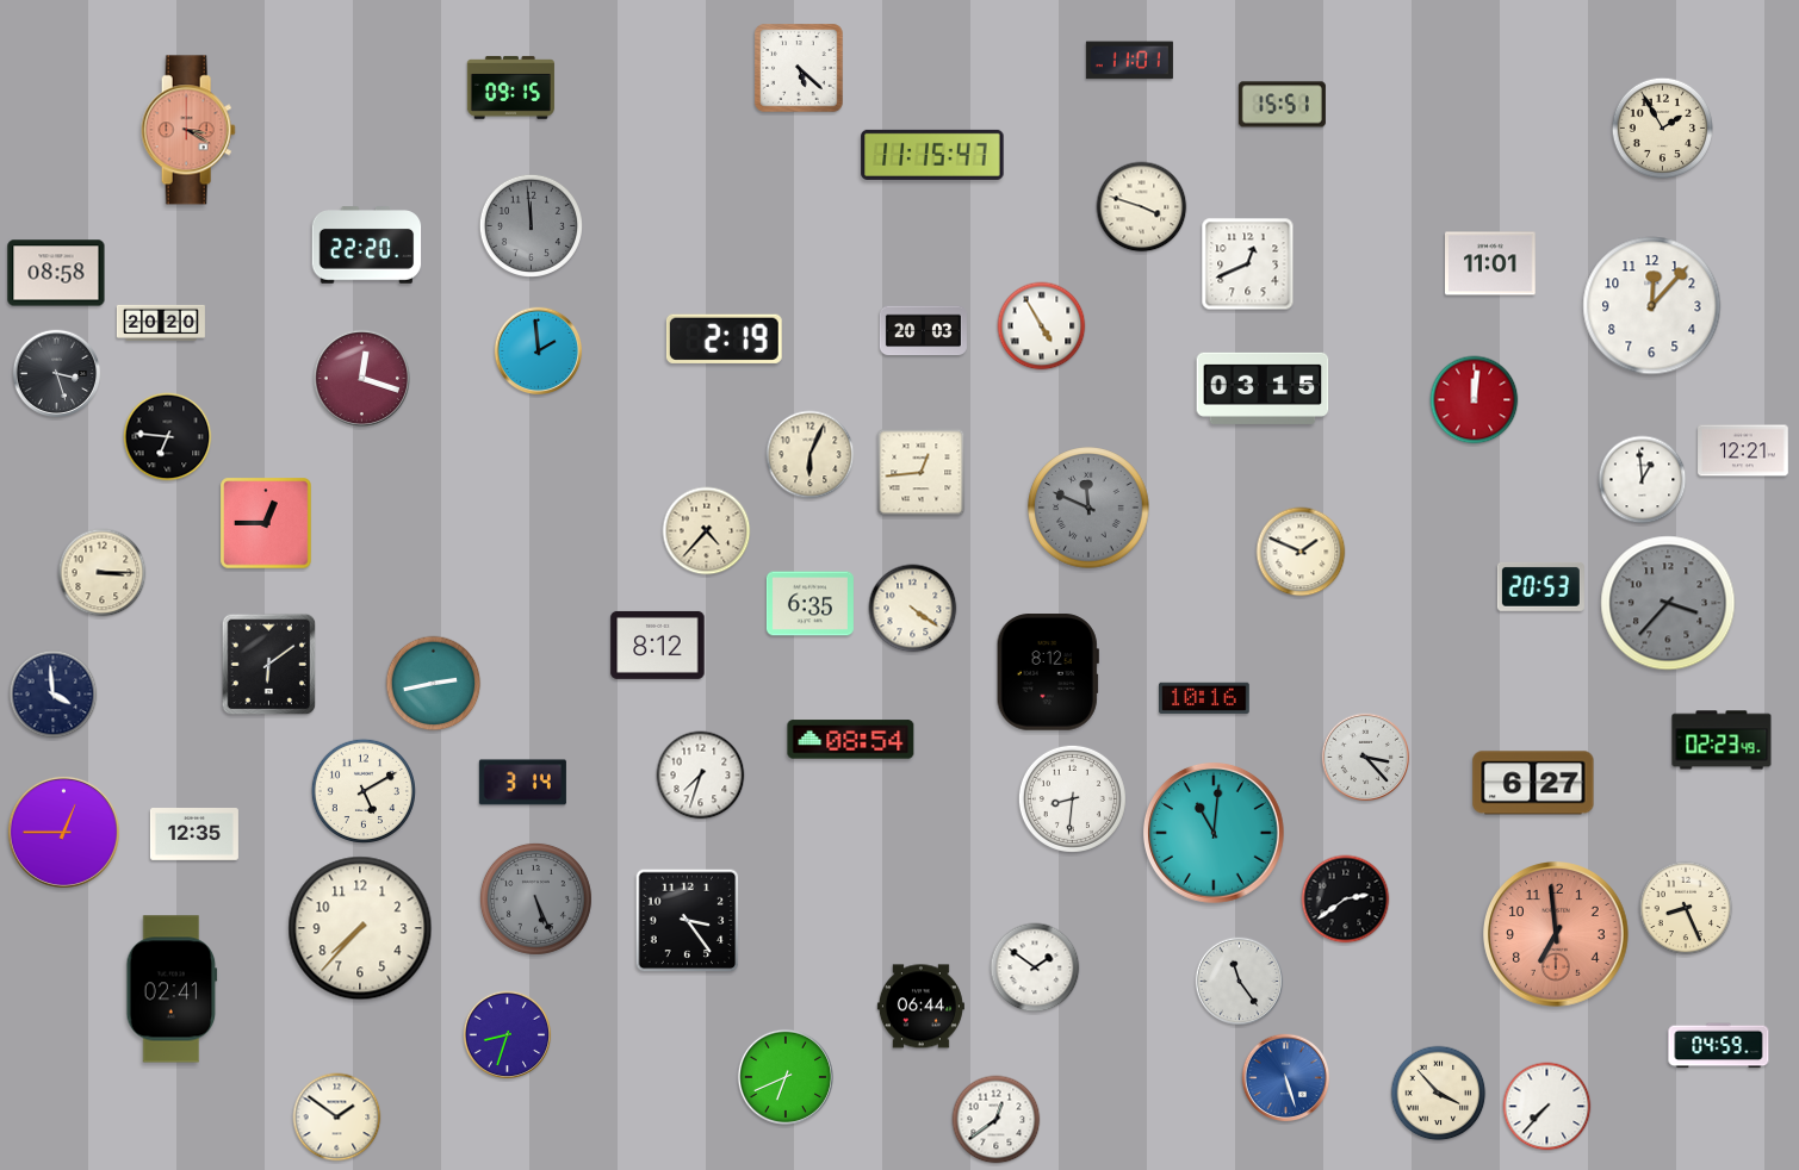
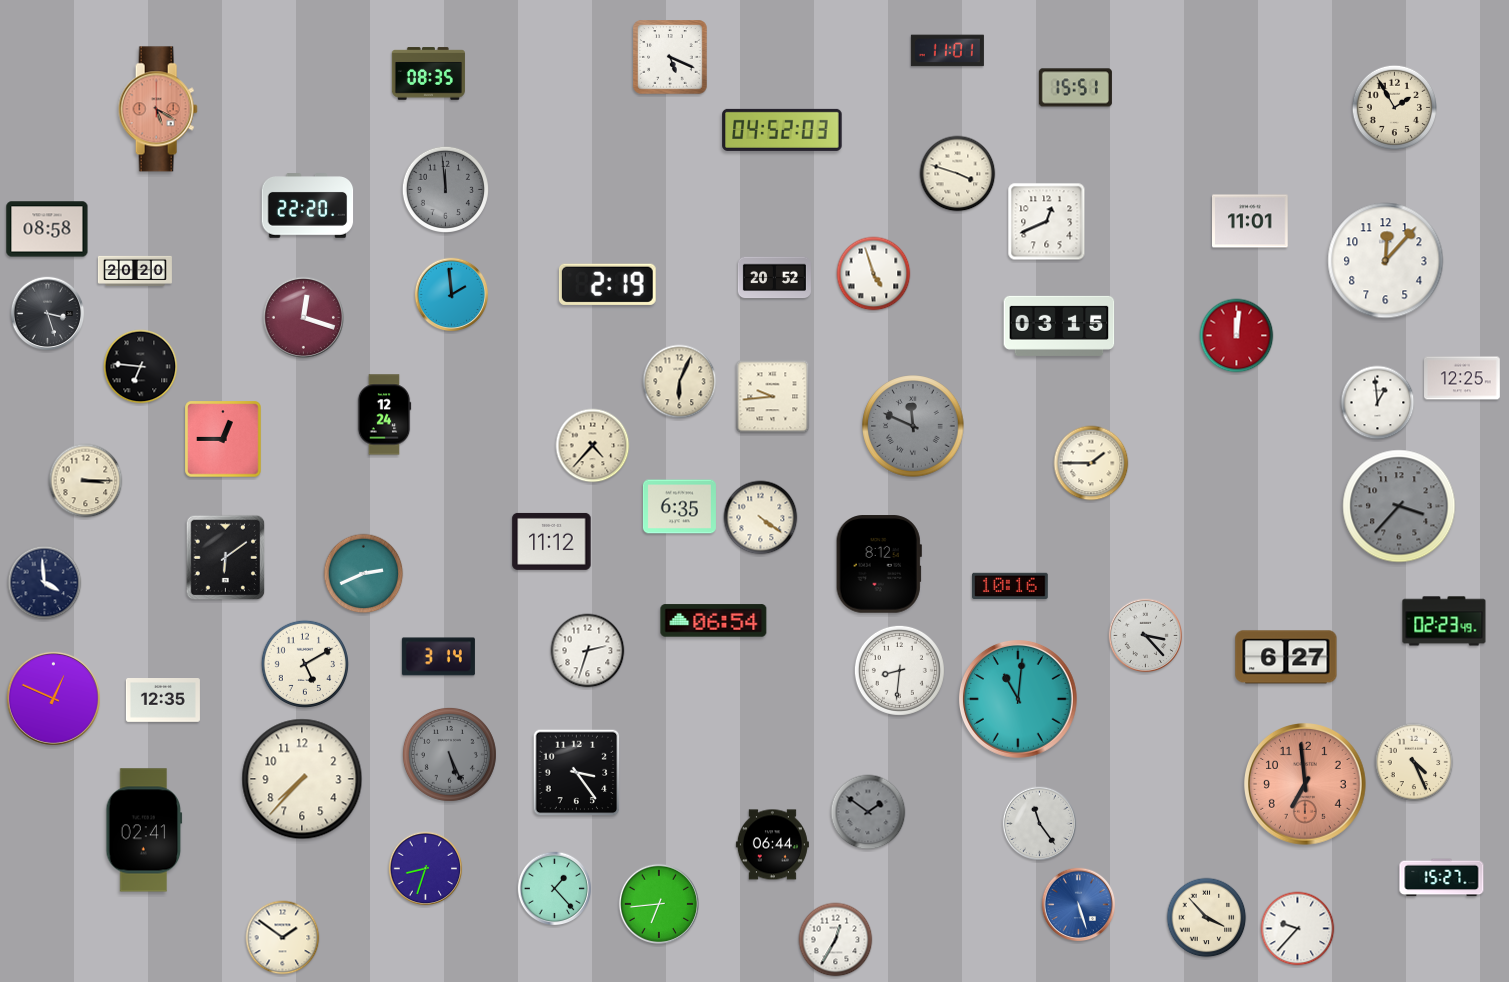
clock at (799, 68): 5:22 -> 5:19
clock at (510, 88): 09:15 -> 08:35
clock at (188, 130): 3:20 -> 5:20
clock at (932, 155): 11:15 -> 04:52
clock at (1652, 306) position: (1652, 306) -> (1386, 261)
clock at (1042, 326): 4:55 -> 4:57
clock at (923, 331): 20:03 -> 20:52
clock at (1743, 450): 12:21 -> 12:25
clock at (922, 473): 12:44 -> 9:44
clock at (384, 415): none -> 12:24
clock at (1301, 552): 1:49 -> 1:45
clock at (1540, 586): 20:53 -> none
clock at (913, 609) position: (913, 609) -> (761, 518)
clock at (658, 645): 8:12 -> 11:12
clock at (434, 684): 2:43 -> 2:41
clock at (851, 740): 08:54 -> 06:54
clock at (701, 776): 7:33 -> 2:33
clock at (63, 832): 12:45 -> 12:49
clock at (1346, 900): 2:39 -> none
clock at (1686, 908): 8:26 -> 4:26
clock at (1035, 967) dial: white -> grey
clock at (1719, 1046): 04:59 -> 15:27
clock at (555, 889): none -> 1:23
clock at (784, 1076): 6:41 -> 6:44
clock at (1547, 1107): 7:37 -> 9:37
clock at (997, 1120): 12:39 -> 12:35
